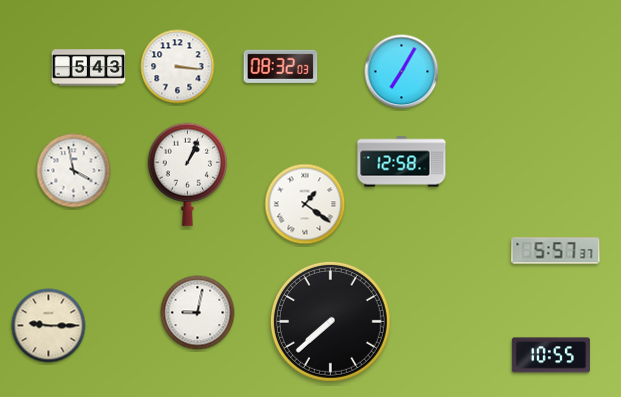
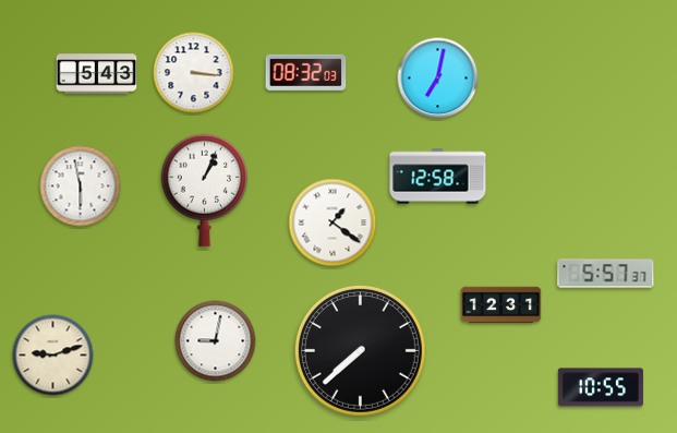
clock at (402, 72): 7:05 -> 7:02
clock at (74, 171): 3:58 -> 5:58
clock at (501, 305): none -> 12:31
clock at (49, 326): 9:15 -> 9:12
